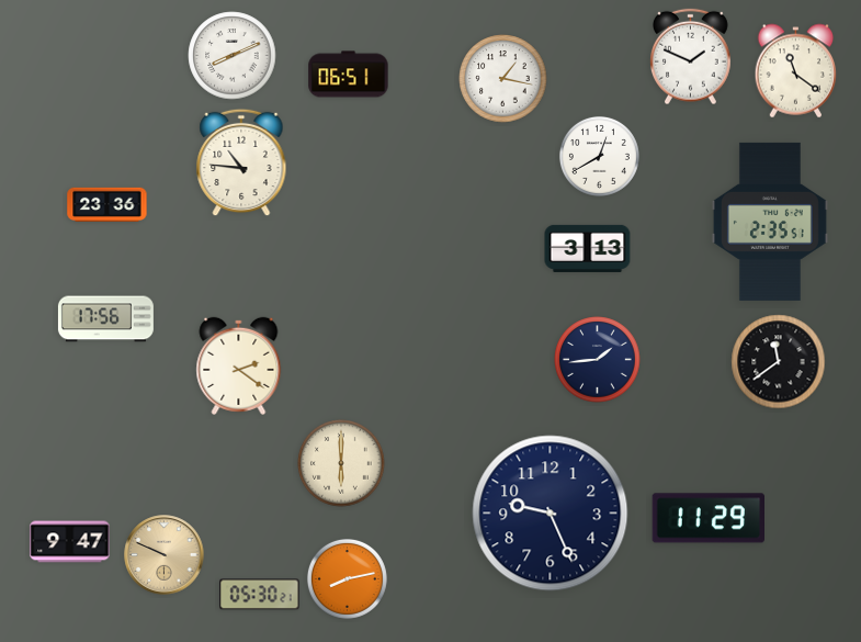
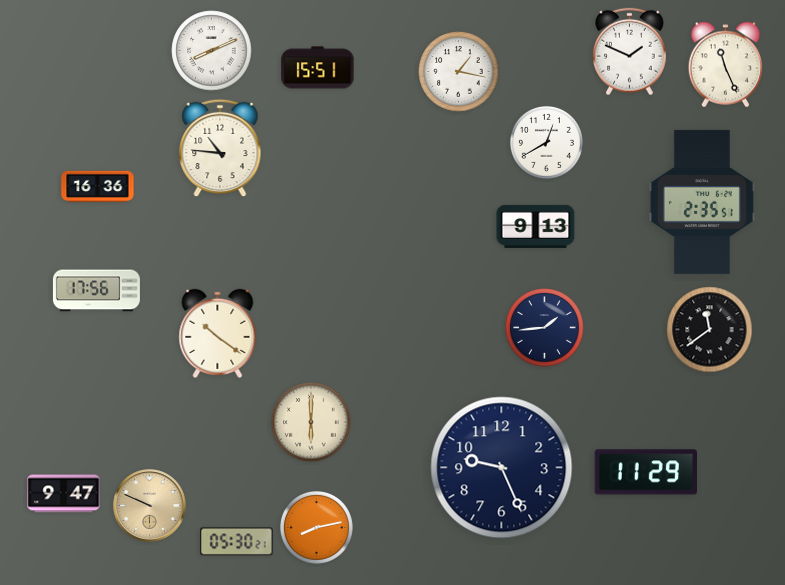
clock at (796, 71): 11:21 -> 11:26
clock at (349, 75): 06:51 -> 15:51
clock at (107, 205): 23:36 -> 16:36
clock at (588, 248): 3:13 -> 9:13
clock at (239, 365): 2:21 -> 10:21
